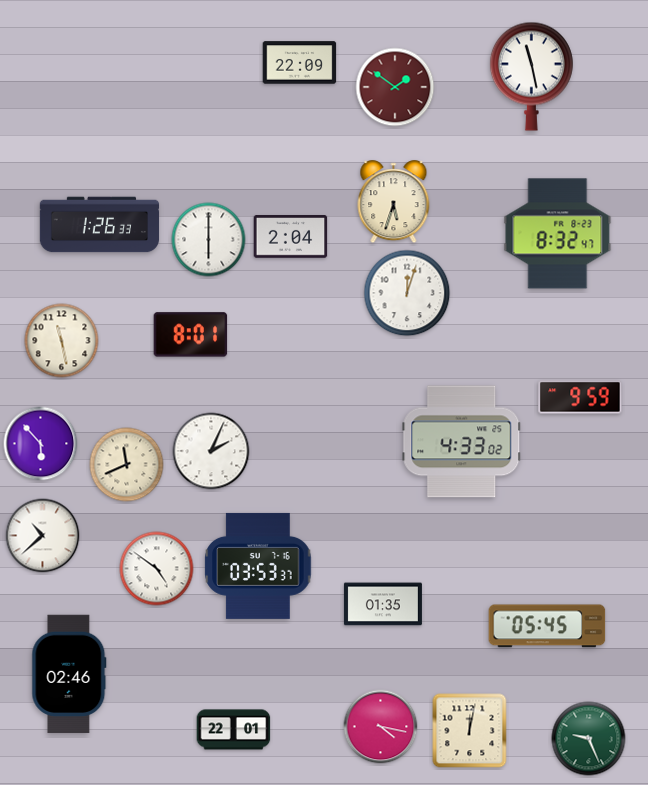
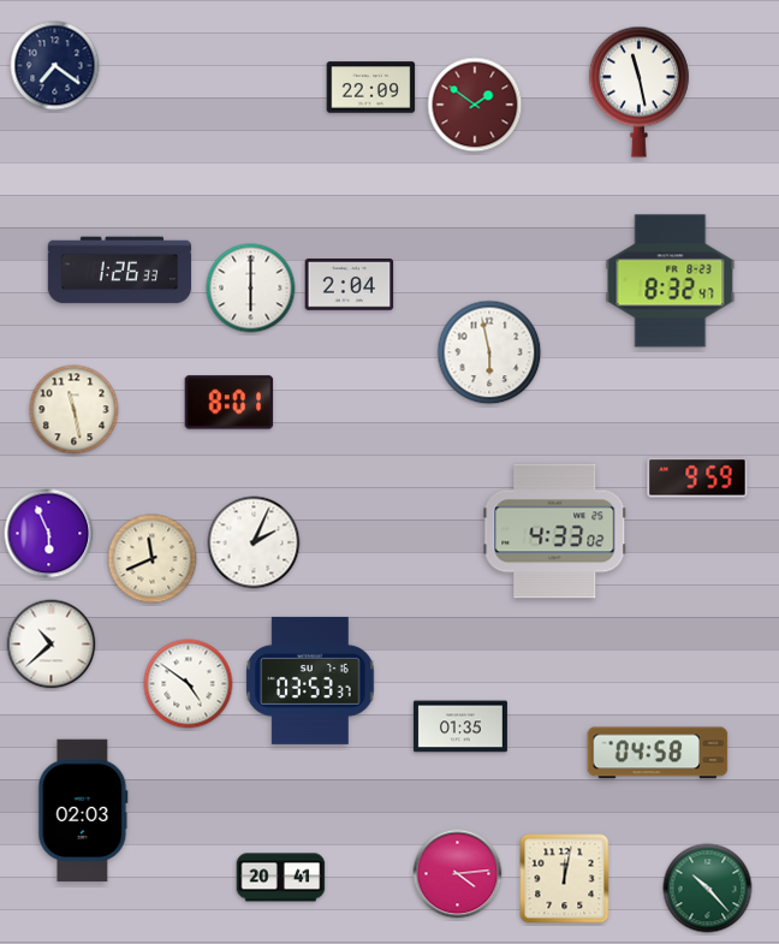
clock at (55, 66): none -> 7:21
clock at (300, 63) position: (300, 63) -> (371, 88)
clock at (394, 202): 5:33 -> none
clock at (407, 293): 12:03 -> 5:58
clock at (41, 444): 5:53 -> 5:56
clock at (547, 626): 05:45 -> 04:58
clock at (69, 674): 02:46 -> 02:03
clock at (381, 727): 4:17 -> 4:14
clock at (234, 730): 22:01 -> 20:41
clock at (589, 739): 9:26 -> 10:23
